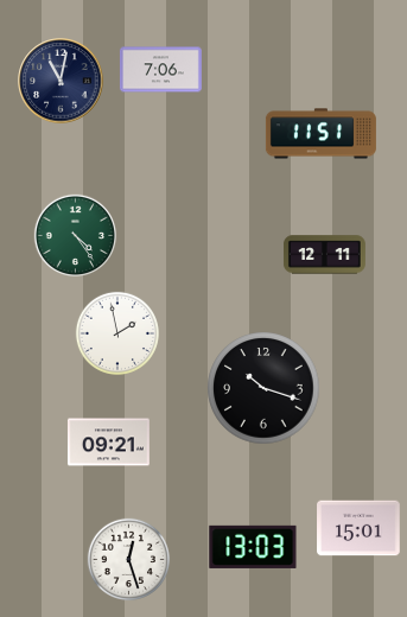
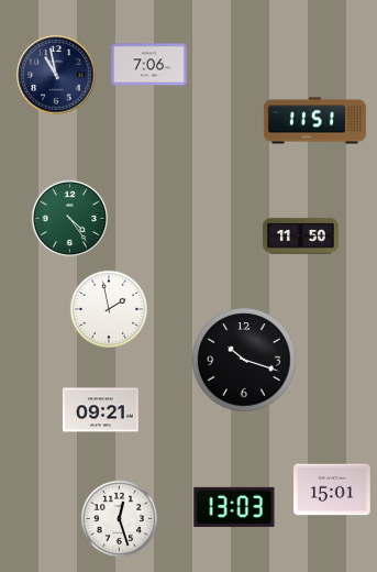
clock at (61, 81): 11:02 -> 10:58
clock at (320, 134) position: (320, 134) -> (314, 121)
clock at (324, 255): 12:11 -> 11:50
